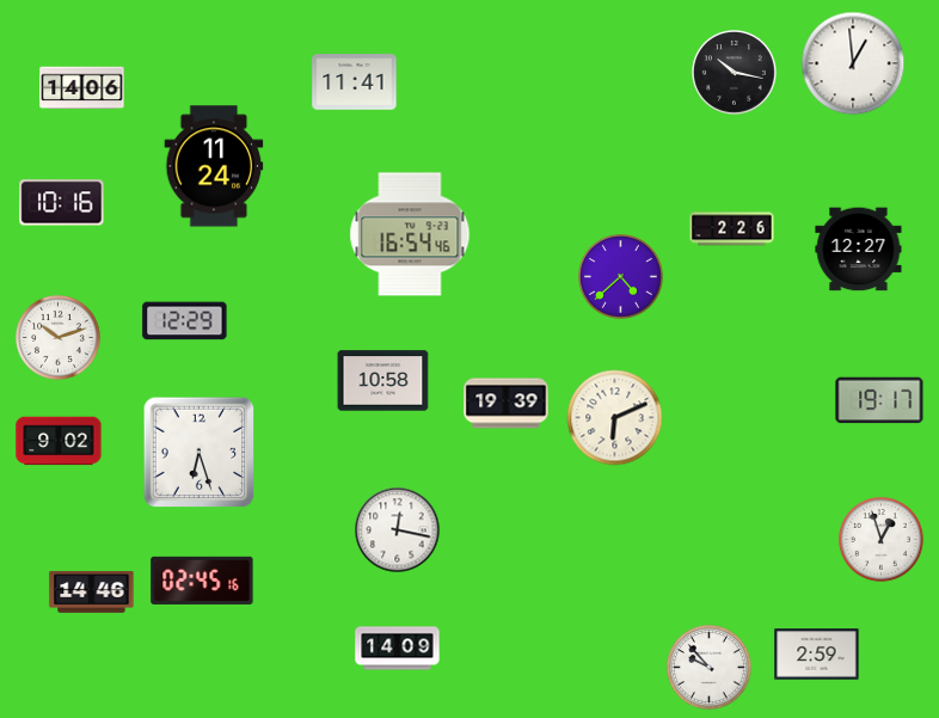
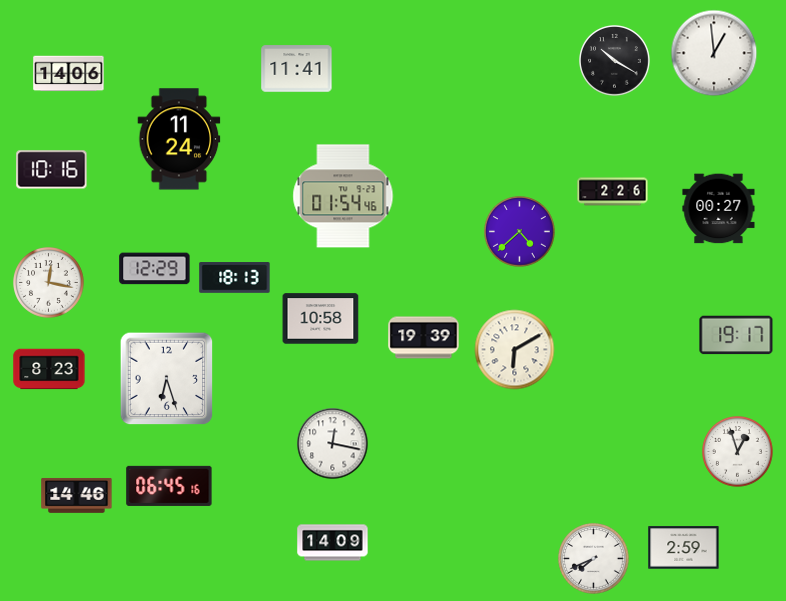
clock at (735, 73): 10:17 -> 10:20
clock at (410, 234): 16:54 -> 01:54
clock at (859, 250): 12:27 -> 00:27
clock at (235, 278): none -> 18:13
clock at (59, 338): 10:12 -> 12:17
clock at (615, 418): 6:11 -> 6:10
clock at (59, 441): 9:02 -> 8:23
clock at (202, 581): 02:45 -> 06:45
clock at (710, 668): 9:53 -> 7:41
